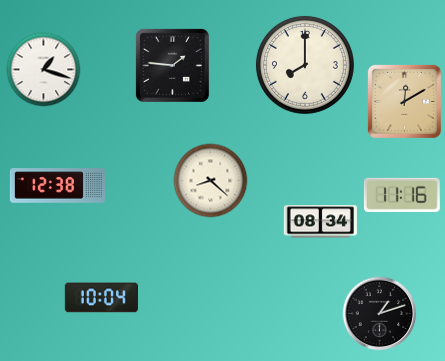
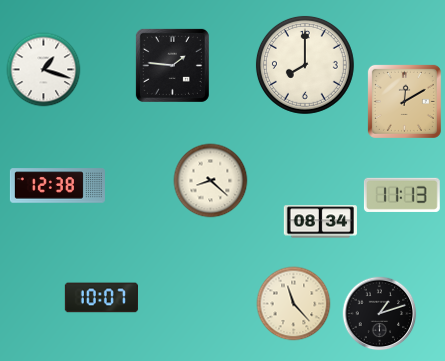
clock at (402, 195): 11:16 -> 11:13
clock at (101, 298): 10:04 -> 10:07
clock at (294, 304): none -> 11:23
